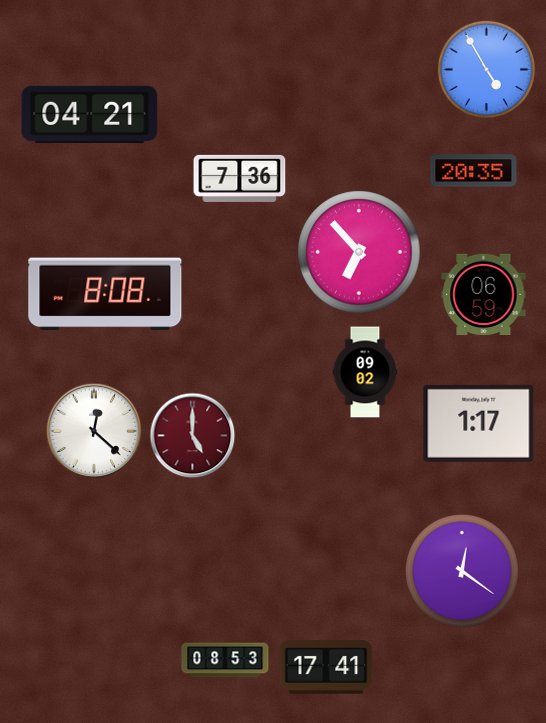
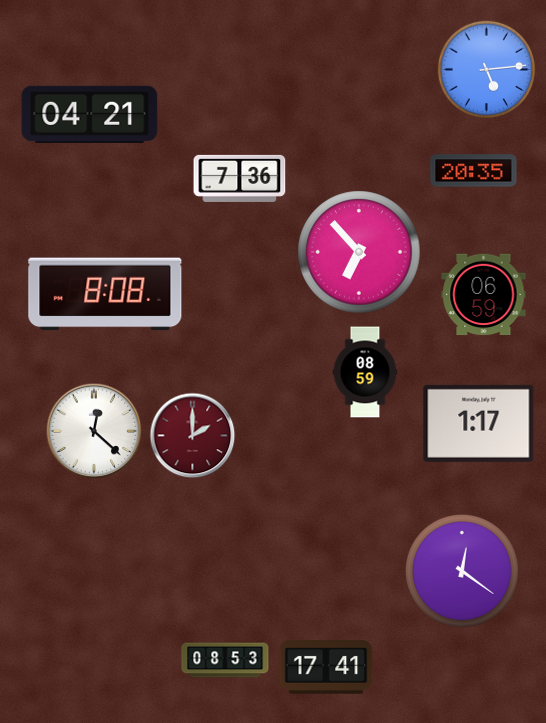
clock at (487, 70): 4:55 -> 5:14
clock at (365, 372): 09:02 -> 08:59
clock at (193, 436): 5:00 -> 2:00
